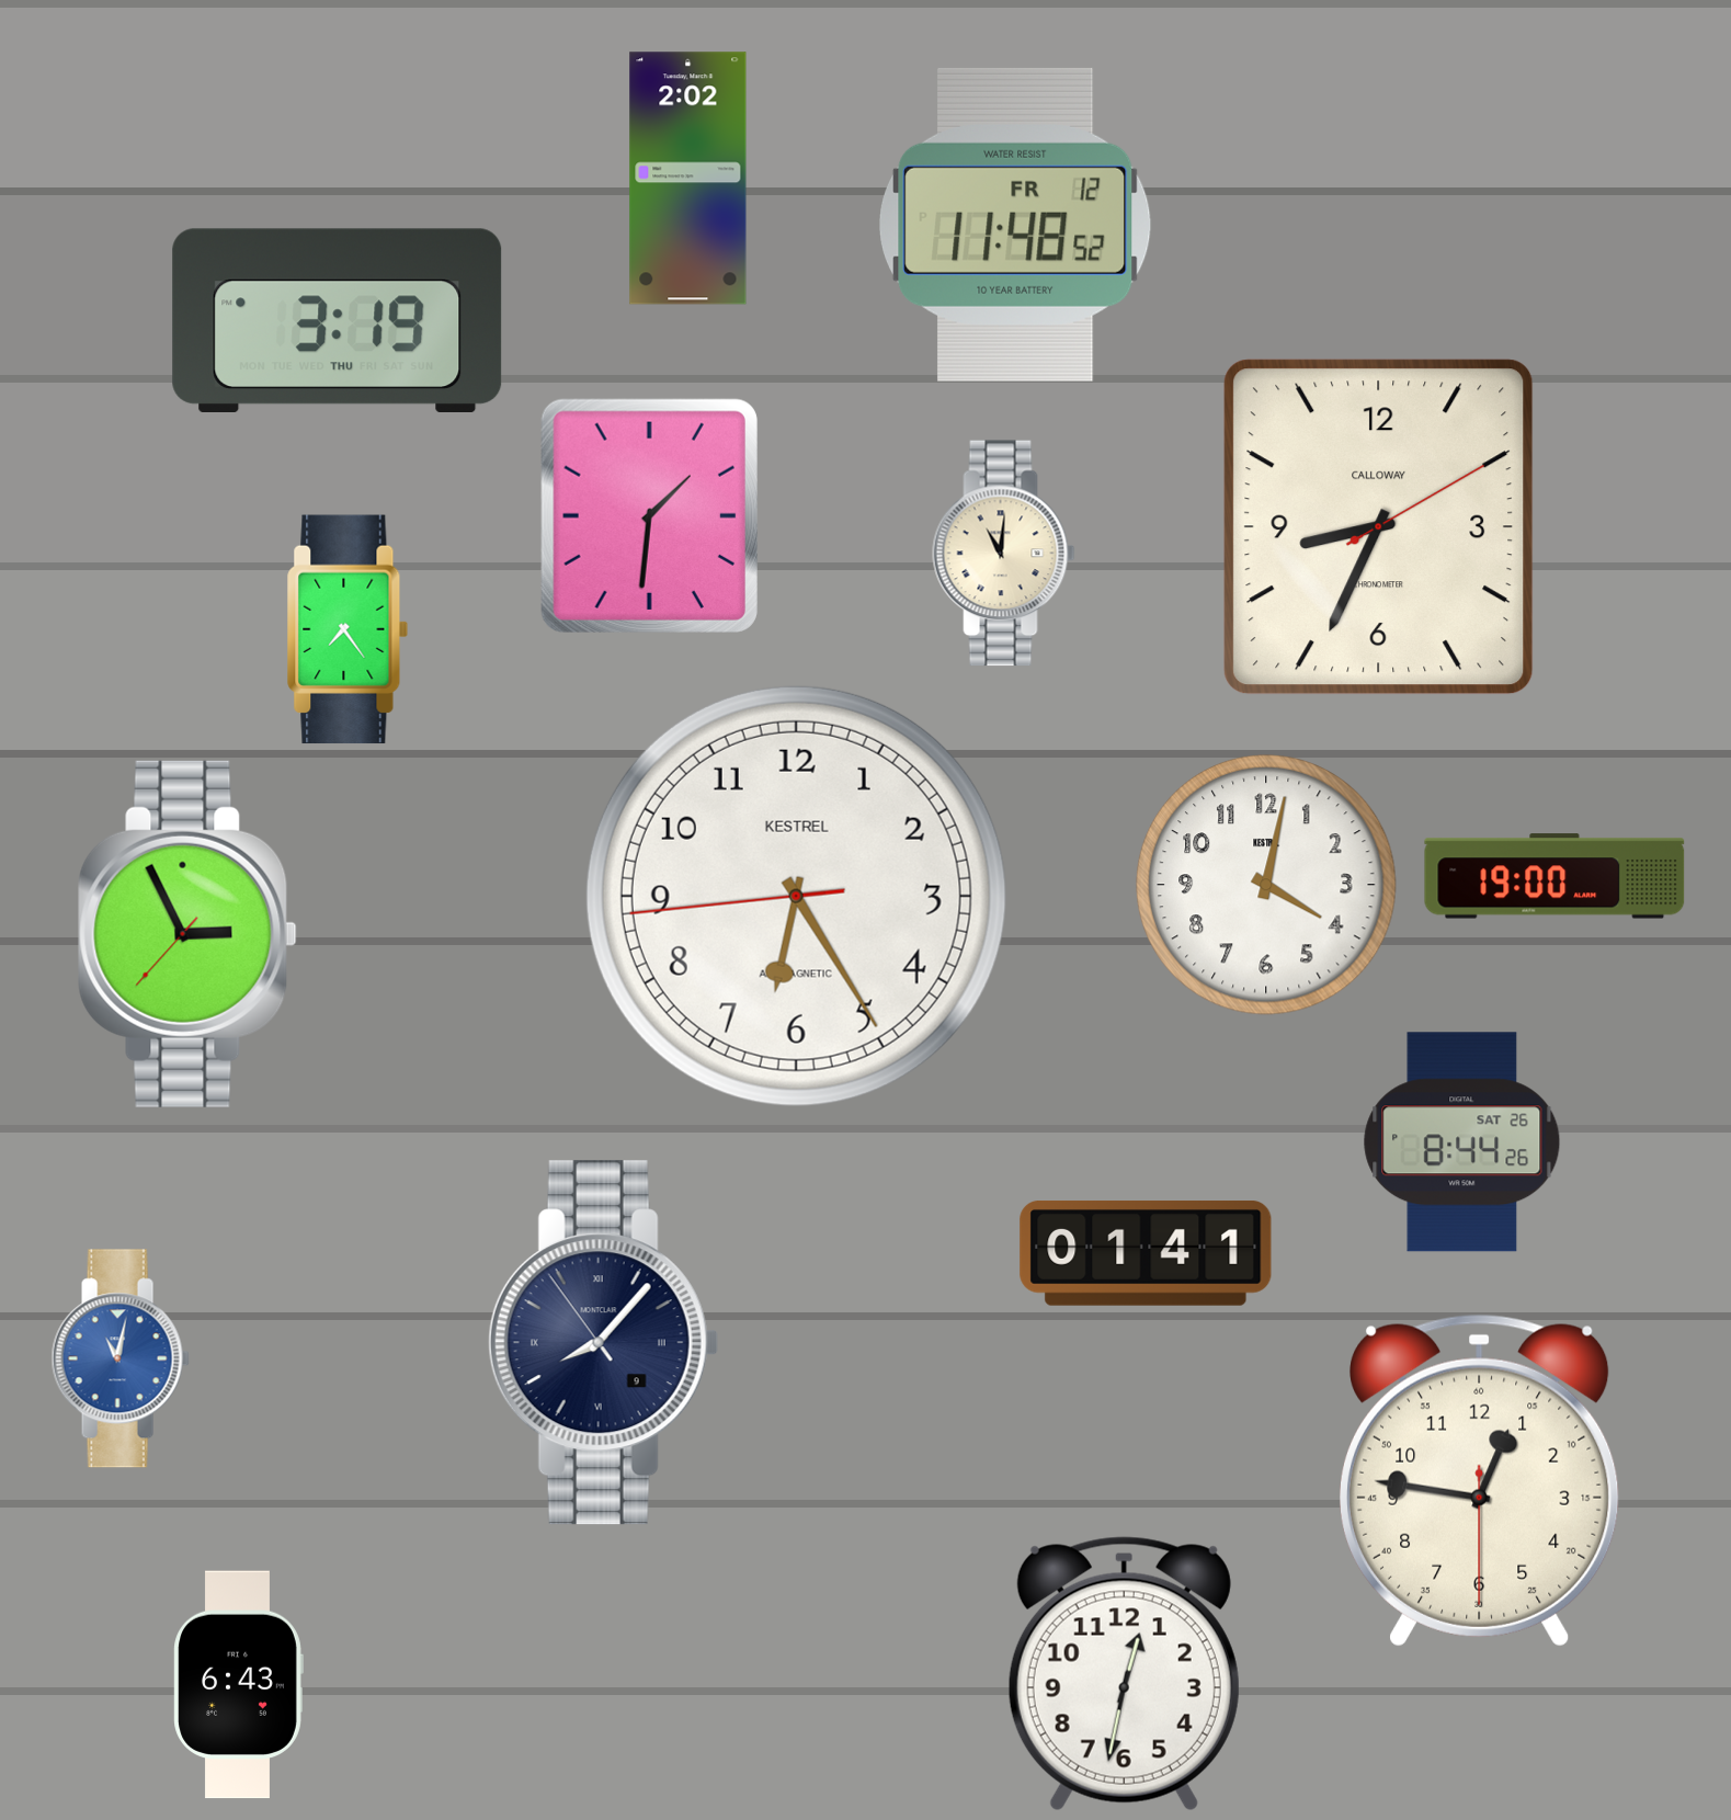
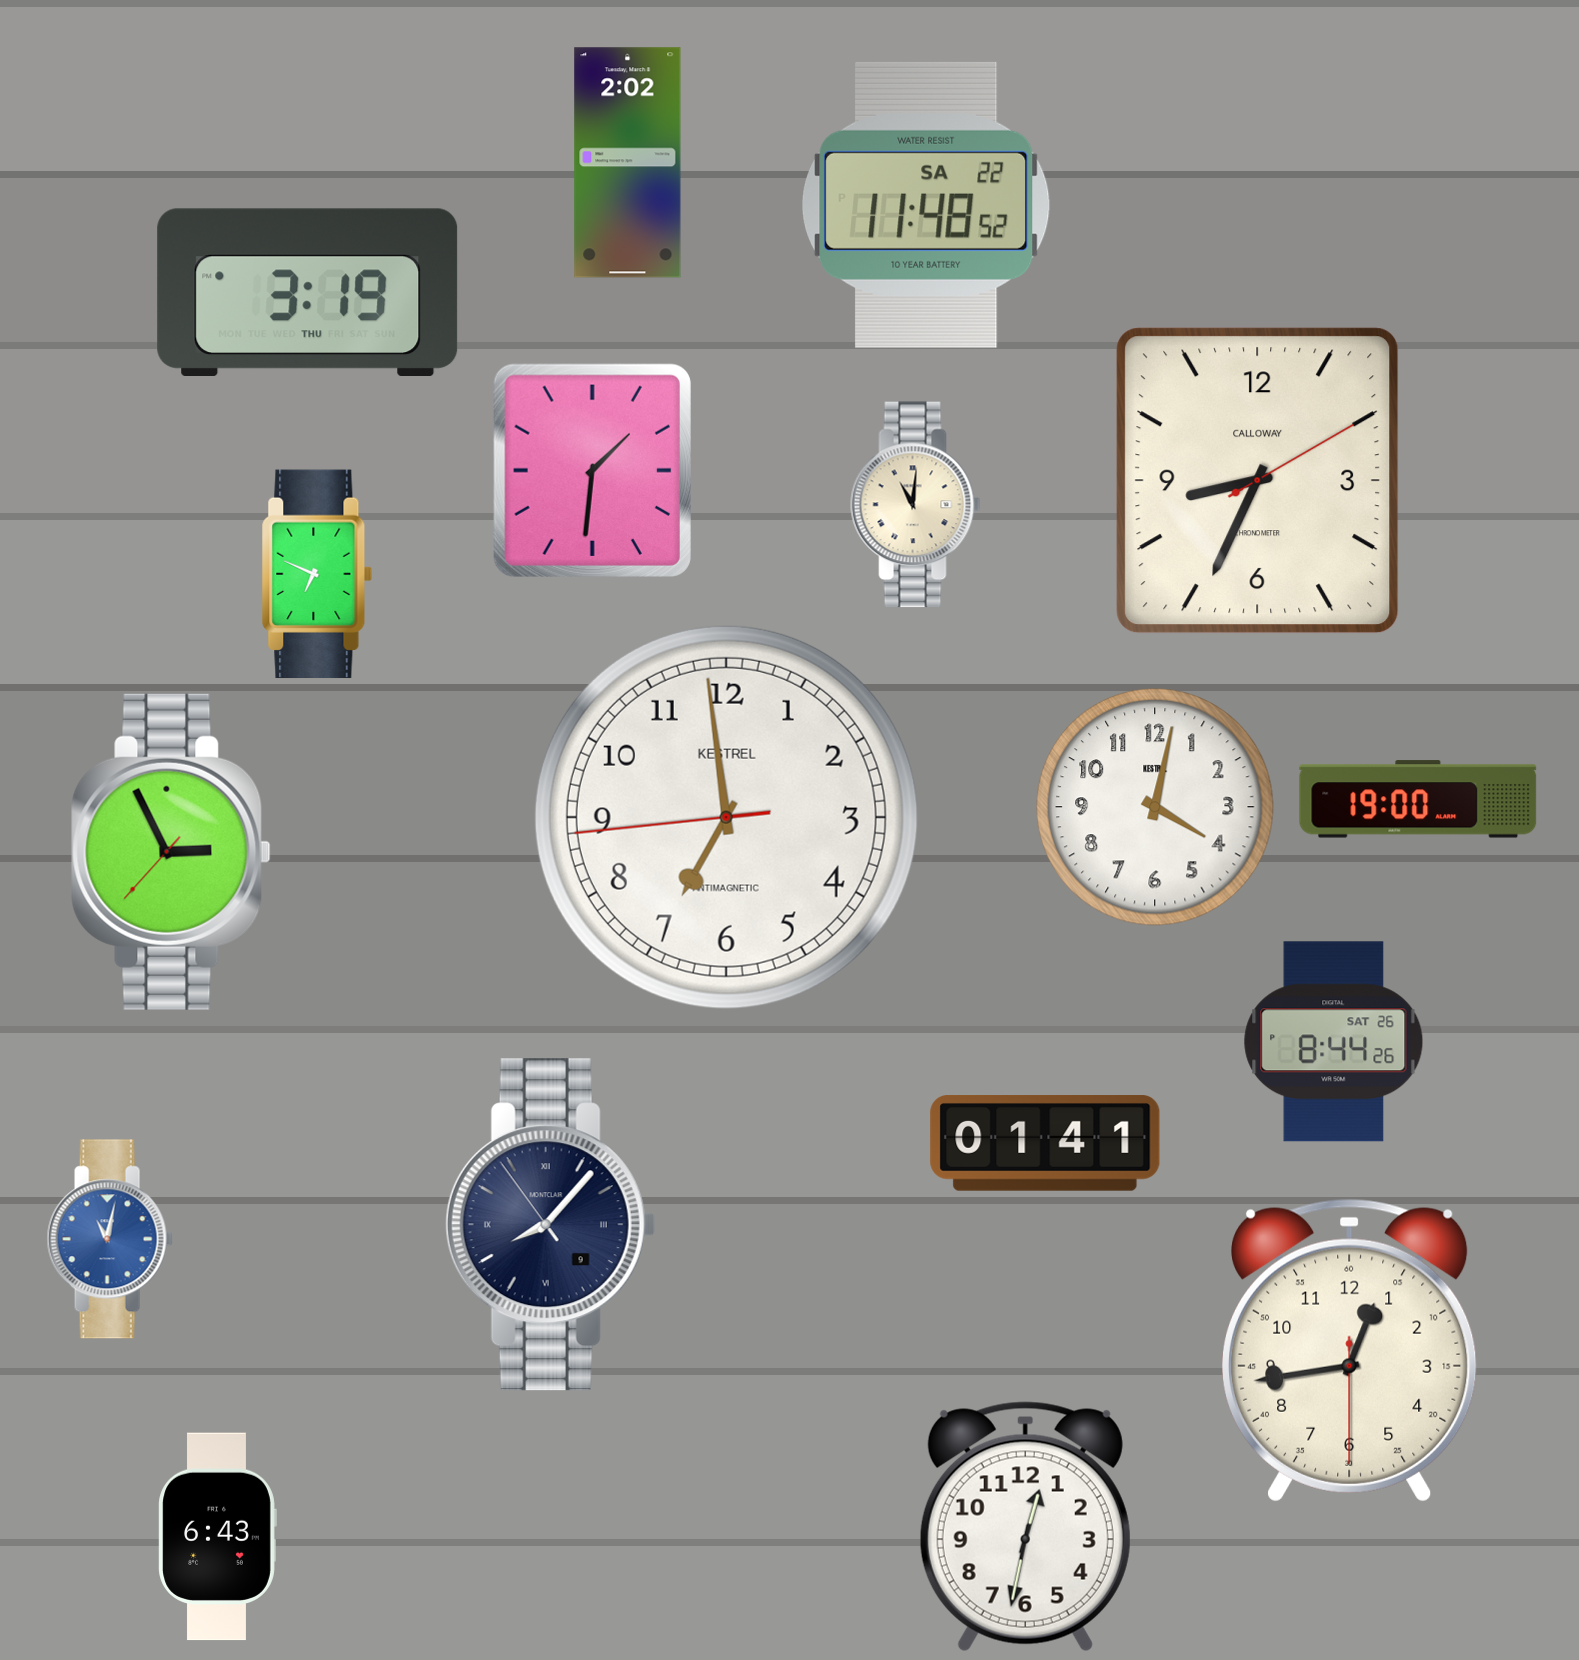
clock at (1015, 225) date: FR 12 -> SA 22
clock at (348, 629): 7:24 -> 6:49
clock at (796, 896): 6:24 -> 6:58
clock at (1480, 1480): 12:46 -> 12:43
